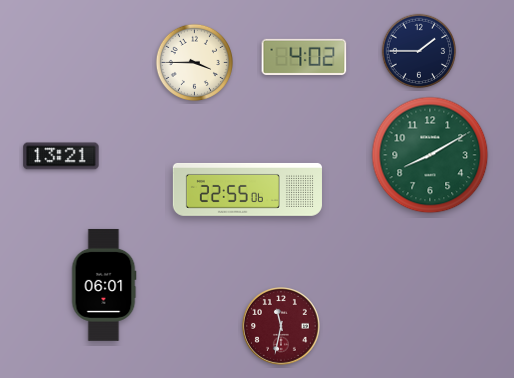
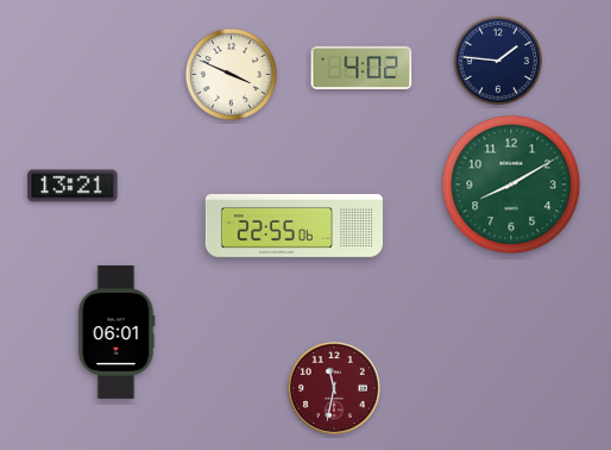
clock at (419, 51): 1:45 -> 1:46
clock at (194, 62): 3:45 -> 3:49
clock at (104, 285) position: (104, 285) -> (116, 332)
